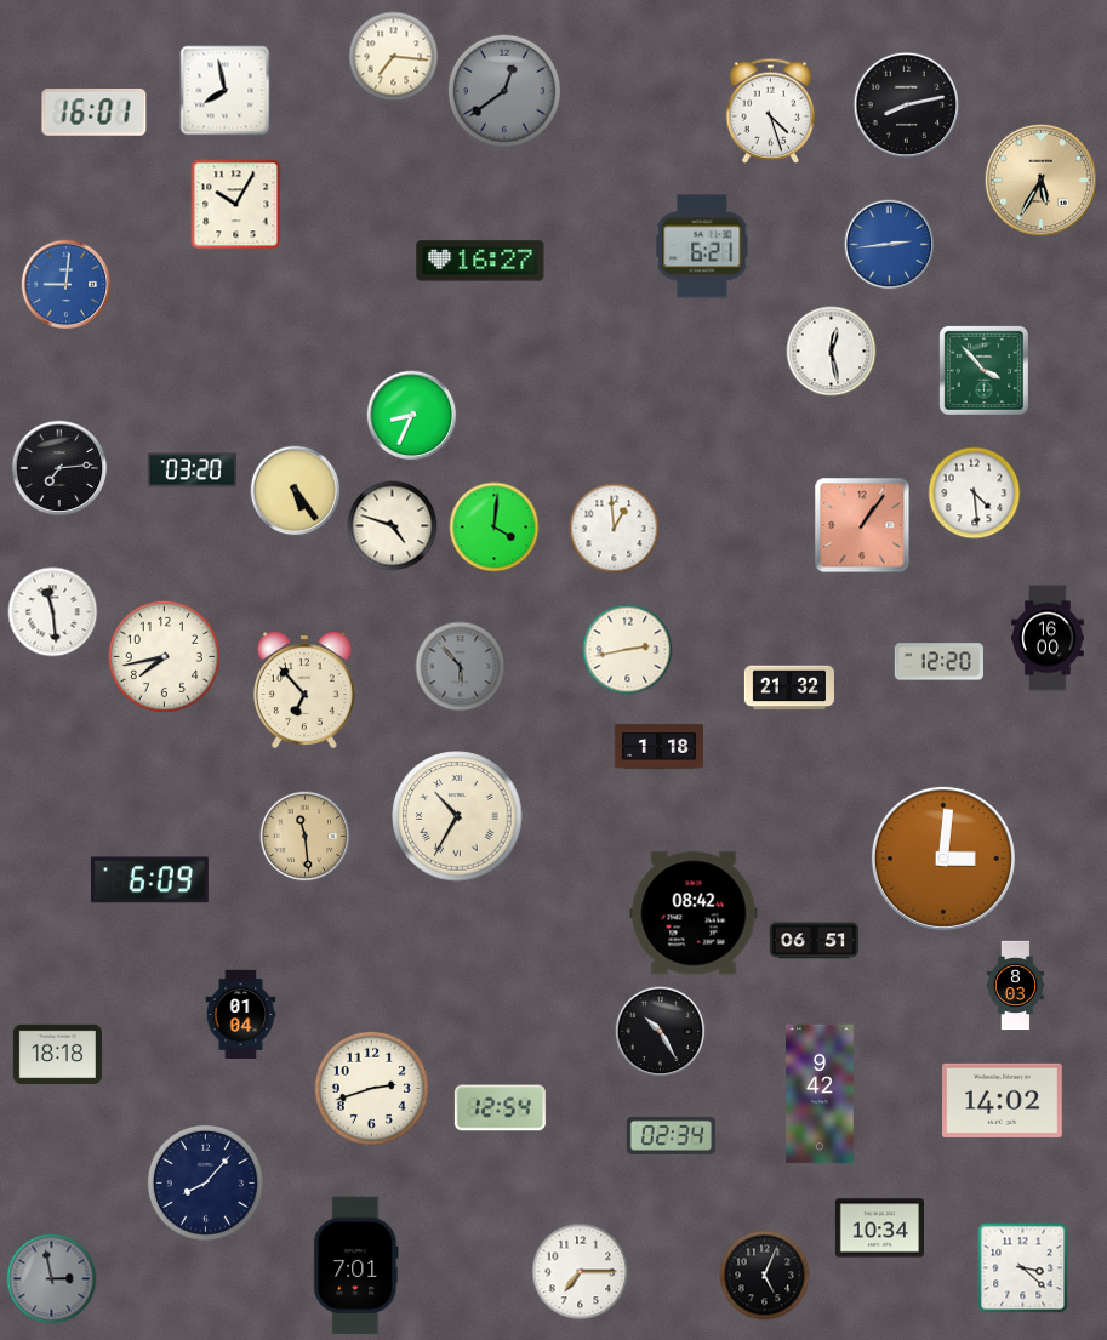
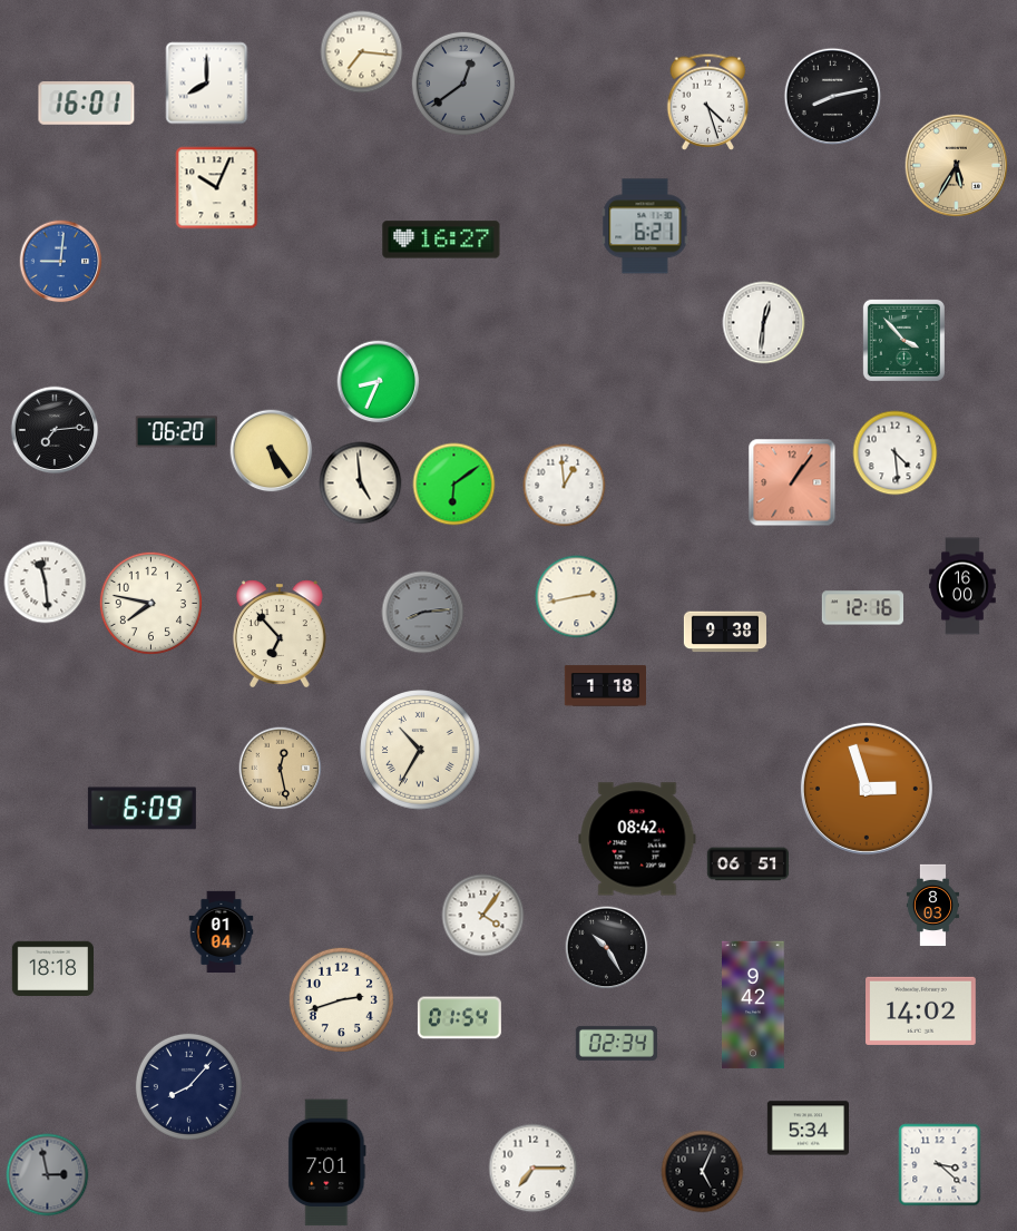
clock at (226, 91): 7:58 -> 8:00
clock at (236, 205): 10:05 -> 10:04
clock at (890, 245): 2:44 -> none
clock at (832, 352): 12:28 -> 12:31
clock at (192, 471): 03:20 -> 06:20
clock at (393, 526): 4:48 -> 4:59
clock at (495, 528): 4:01 -> 6:09
clock at (53, 612) position: (53, 612) -> (46, 583)
clock at (164, 656): 7:43 -> 7:47
clock at (938, 662): 12:20 -> 12:16
clock at (461, 667): 5:53 -> 8:14
clock at (789, 688): 21:32 -> 9:38
clock at (306, 837): 11:29 -> 12:28
clock at (943, 859): 3:01 -> 2:57
clock at (149, 880) position: (149, 880) -> (141, 809)
clock at (483, 916): none -> 4:06
clock at (500, 1108): 12:54 -> 01:54
clock at (879, 1228): 10:34 -> 5:34
